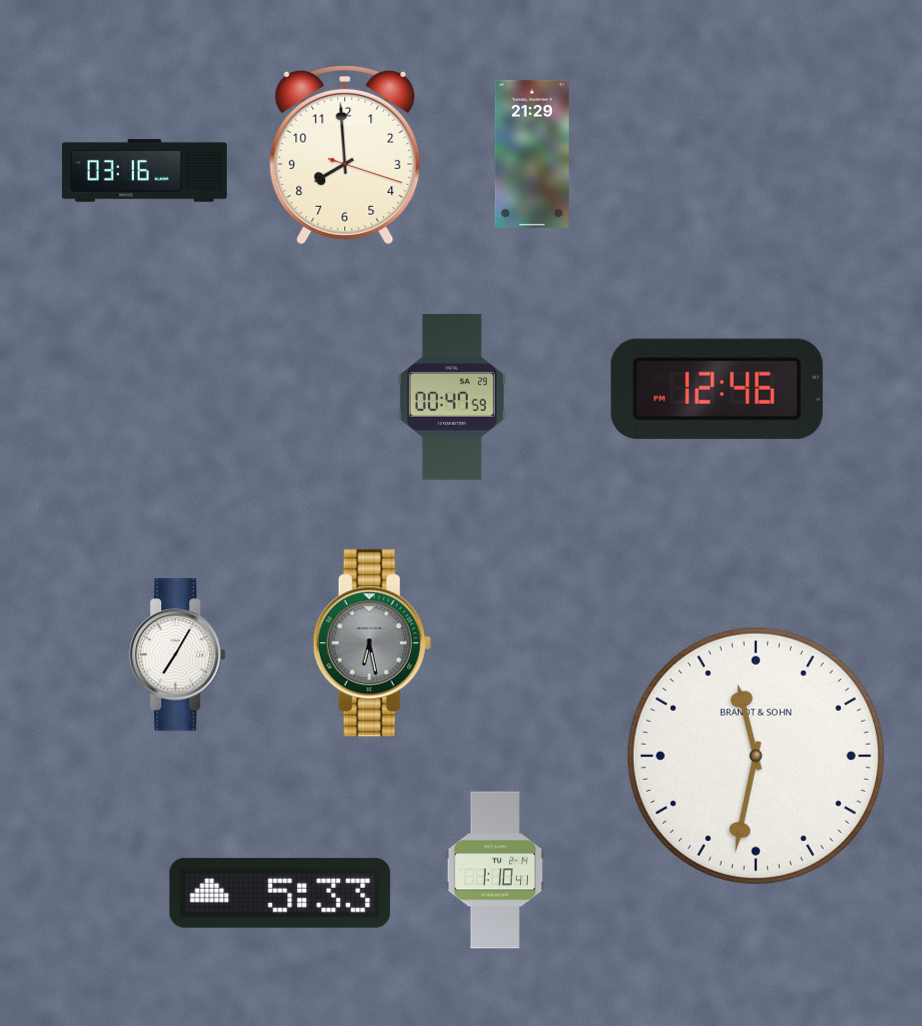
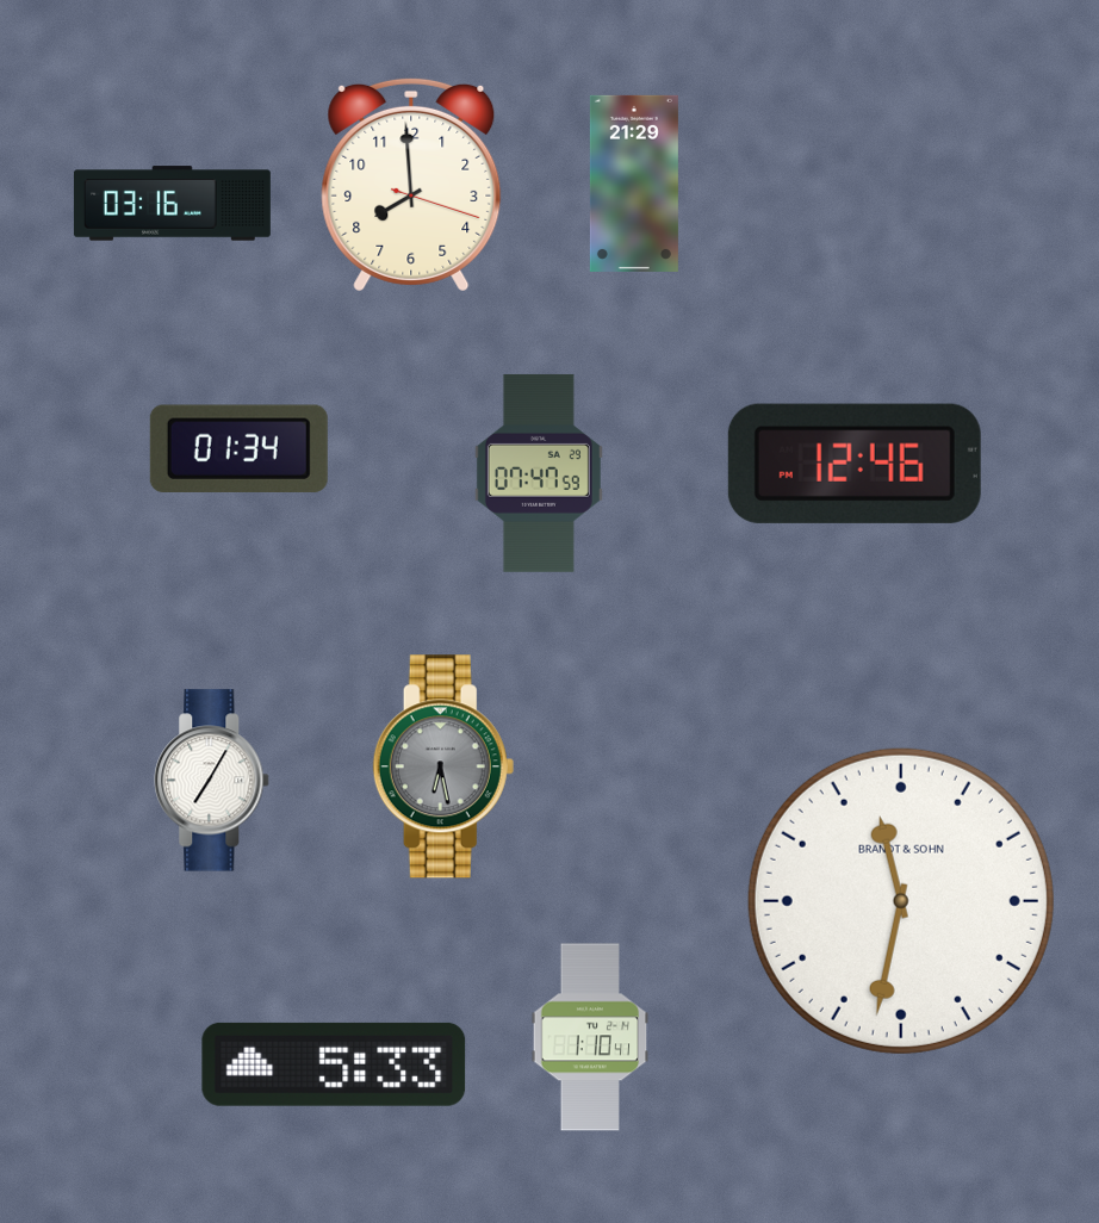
clock at (238, 448): none -> 01:34
clock at (452, 397): 00:47 -> 07:47
